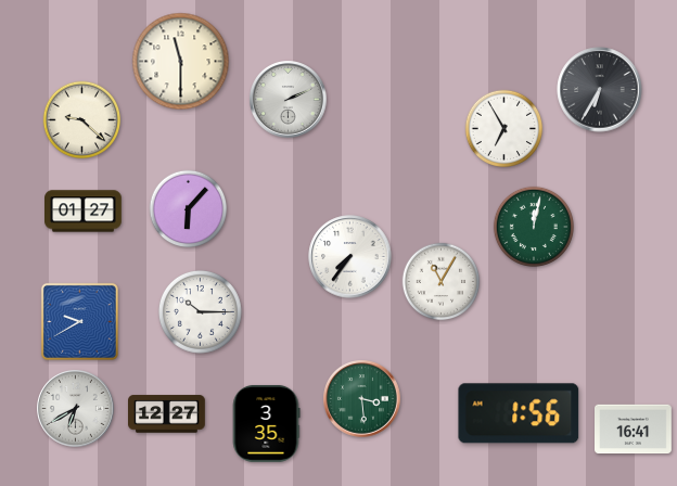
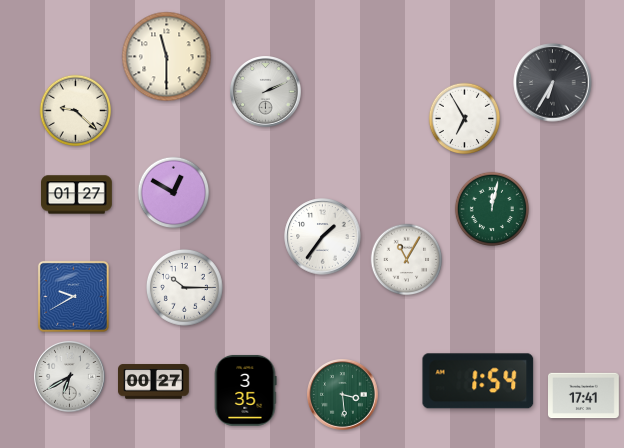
clock at (189, 209): 6:07 -> 12:50
clock at (350, 257): 7:36 -> 1:36
clock at (362, 399) position: (362, 399) -> (343, 395)
clock at (519, 413): 1:56 -> 1:54
clock at (167, 414): 12:27 -> 00:27
clock at (634, 430): 16:41 -> 17:41
